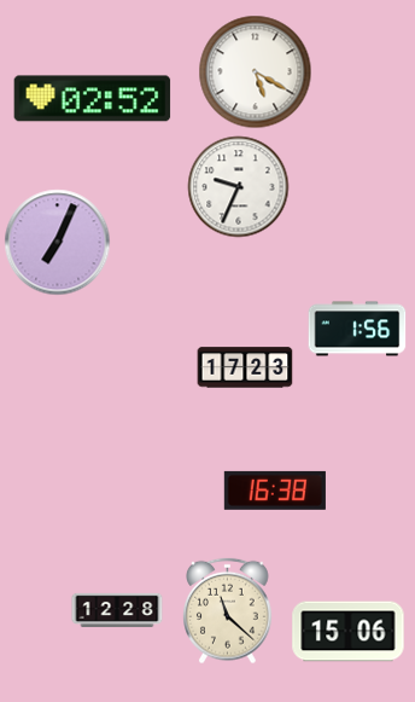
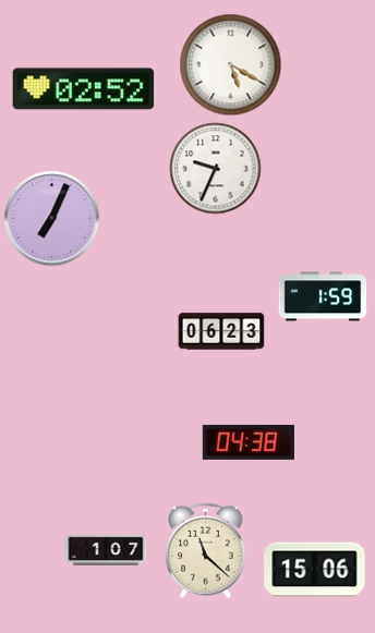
clock at (357, 329): 1:56 -> 1:59
clock at (245, 367): 17:23 -> 06:23
clock at (275, 491): 16:38 -> 04:38
clock at (117, 610): 12:28 -> 1:07
